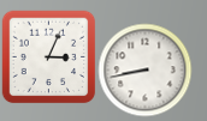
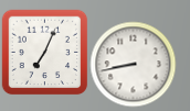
clock at (48, 56): 3:04 -> 7:04
